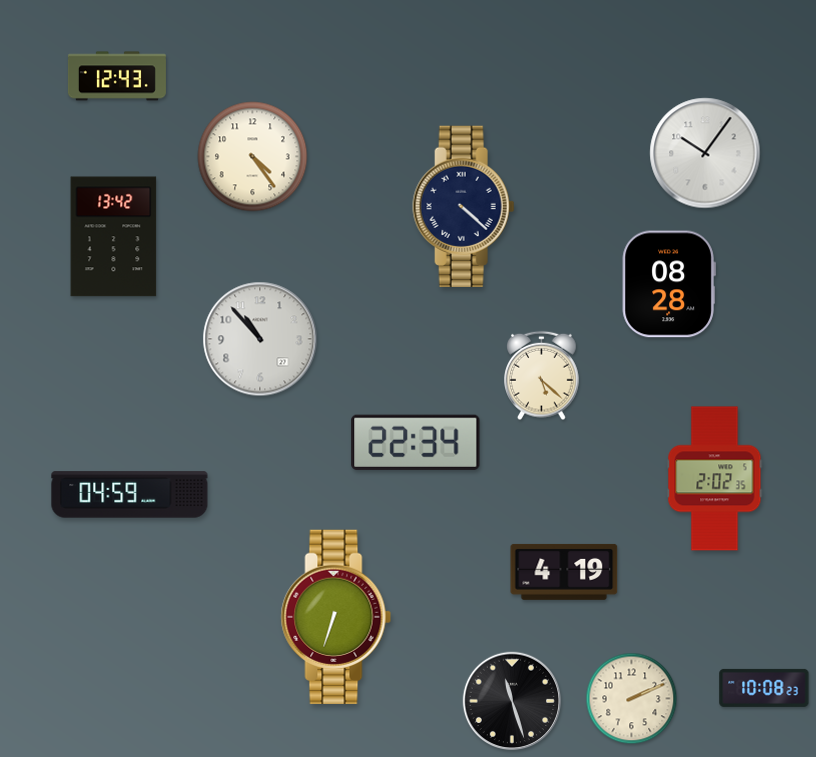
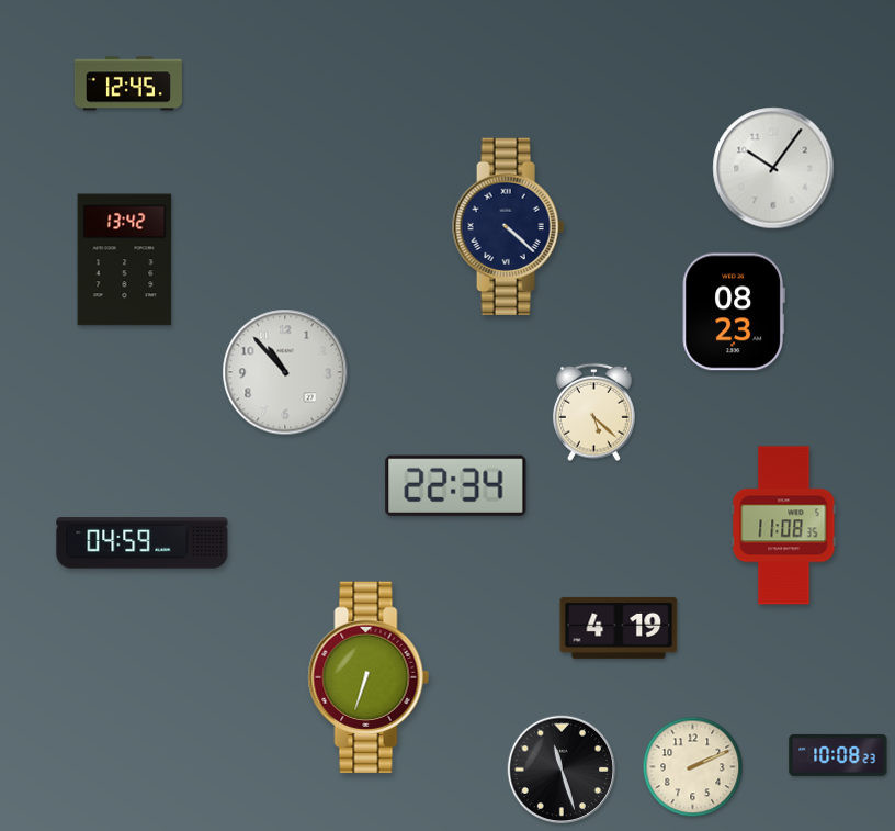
clock at (117, 76): 12:43 -> 12:45
clock at (253, 157): 4:24 -> none
clock at (669, 284): 08:28 -> 08:23
clock at (715, 479): 2:02 -> 11:08
